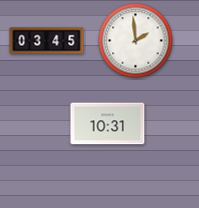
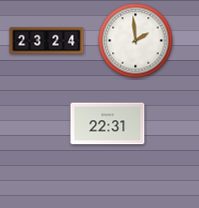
clock at (47, 41): 03:45 -> 23:24
clock at (108, 124): 10:31 -> 22:31
